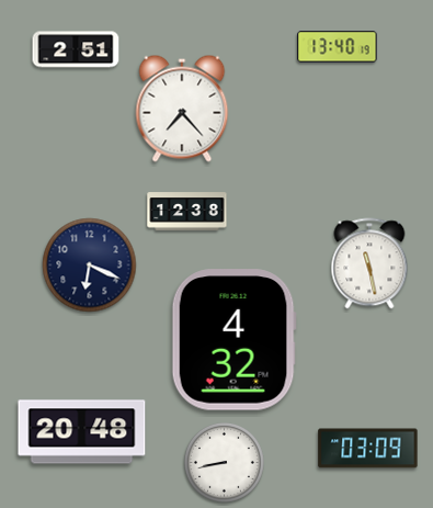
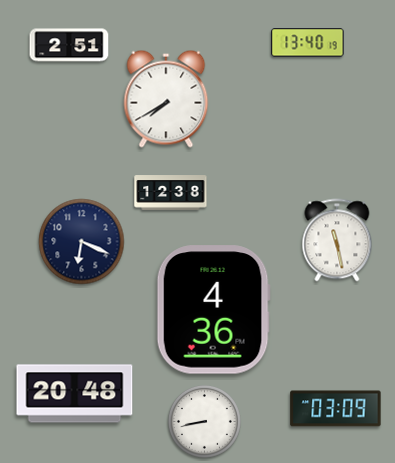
clock at (182, 109): 7:23 -> 7:40
clock at (233, 340): 4:32 -> 4:36
